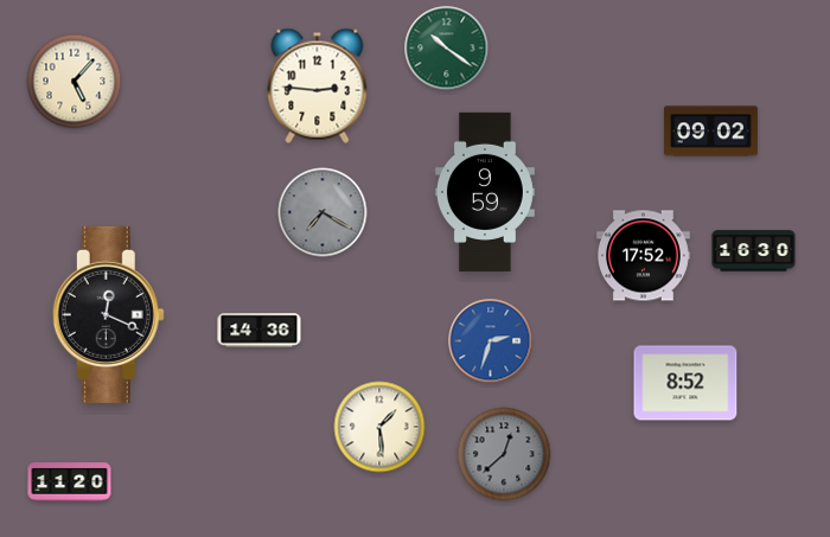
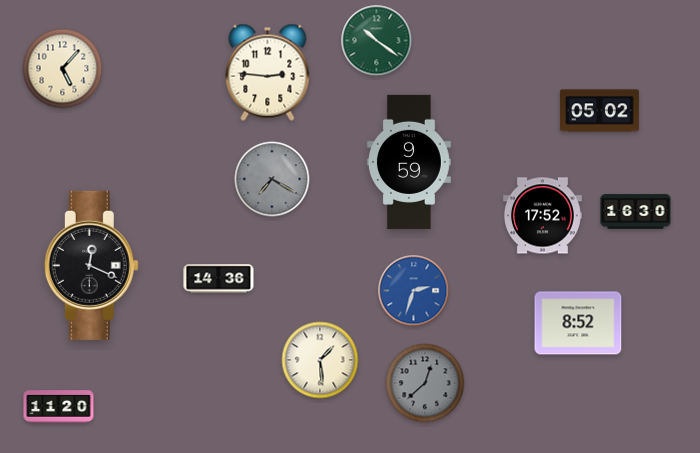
clock at (710, 132): 09:02 -> 05:02
clock at (491, 341) position: (491, 341) -> (414, 291)
